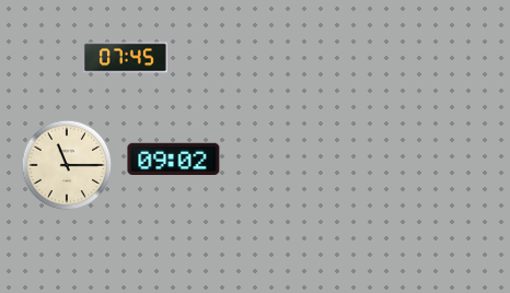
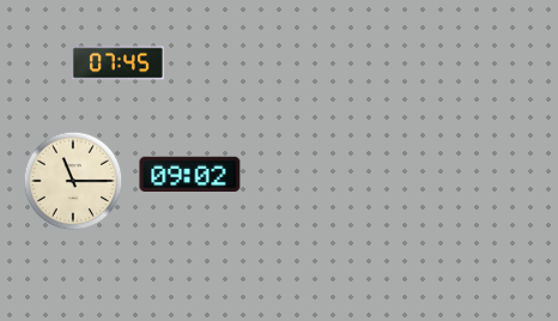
clock at (125, 58) position: (125, 58) -> (117, 63)
